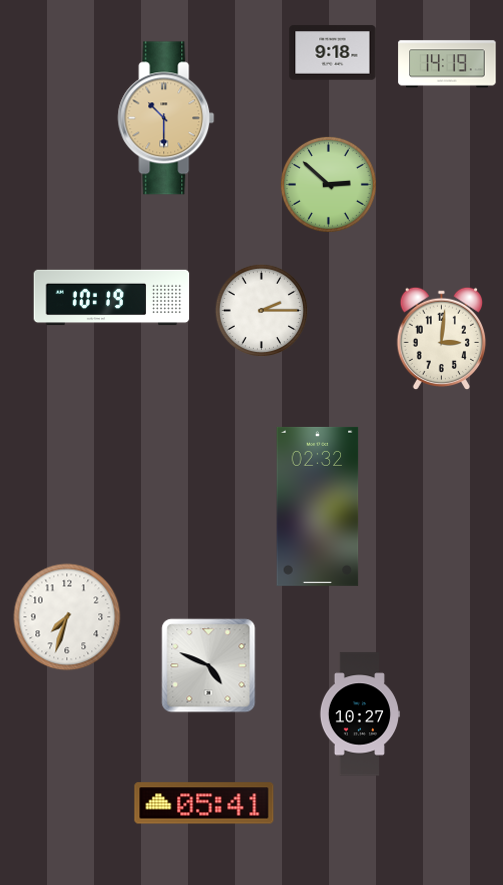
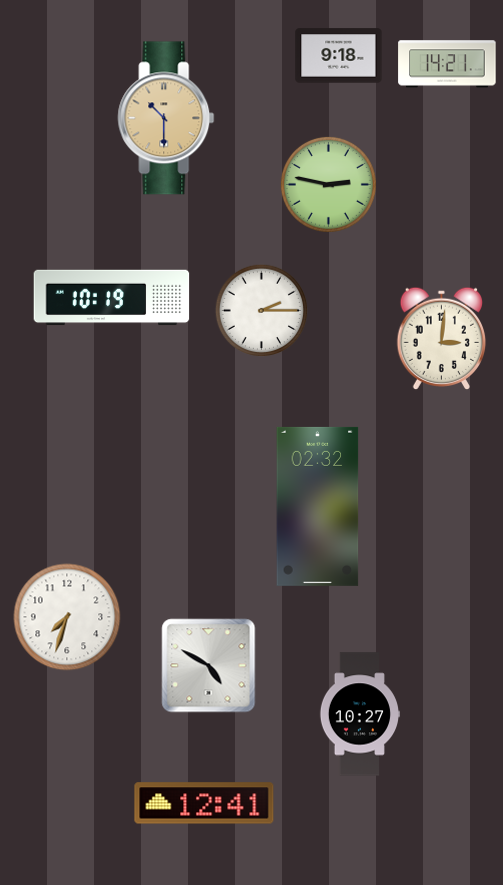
clock at (333, 53) position: (333, 53) -> (339, 56)
clock at (447, 64): 14:19 -> 14:21
clock at (328, 184): 2:52 -> 2:47
clock at (209, 666): 4:49 -> 4:50
clock at (204, 803): 05:41 -> 12:41
